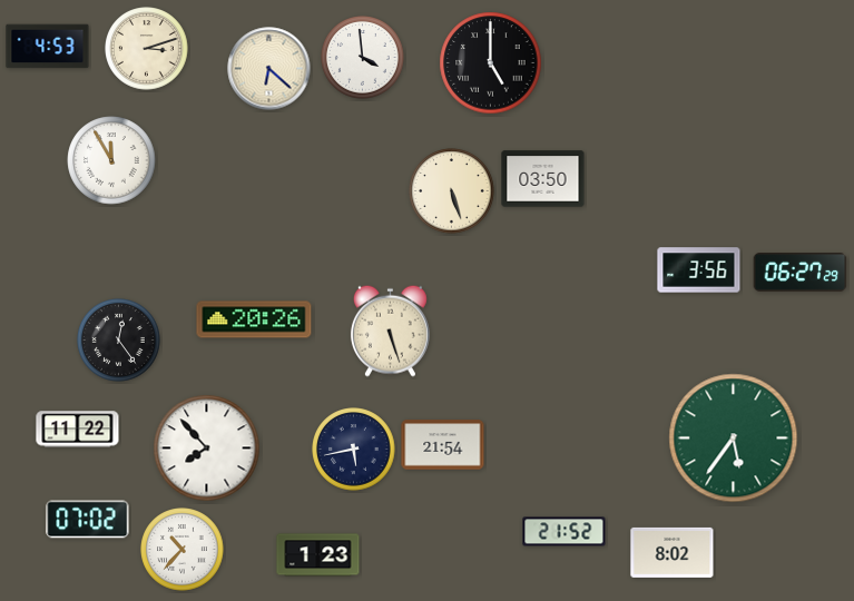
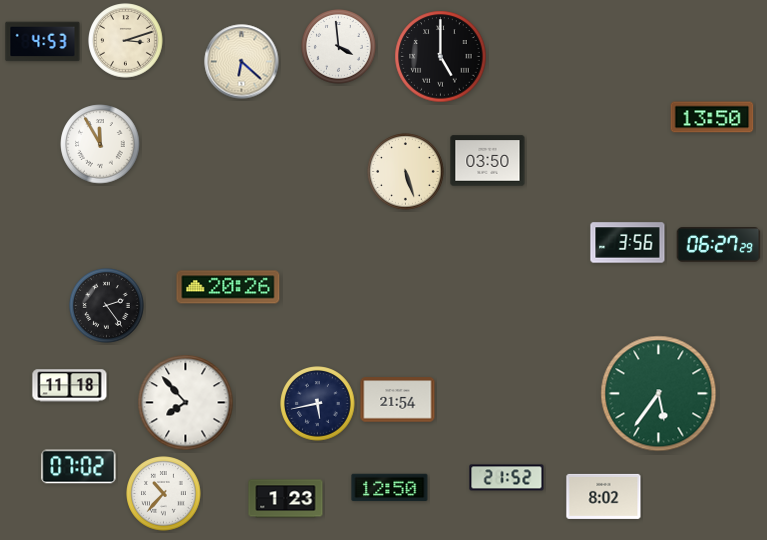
clock at (147, 49) position: (147, 49) -> (126, 41)
clock at (363, 58) position: (363, 58) -> (339, 47)
clock at (712, 117): none -> 13:50
clock at (390, 331): 5:27 -> none
clock at (119, 341): 12:24 -> 2:24
clock at (78, 430): 11:22 -> 11:18
clock at (390, 488): none -> 12:50
